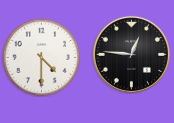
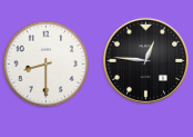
clock at (41, 57): 4:30 -> 8:30
